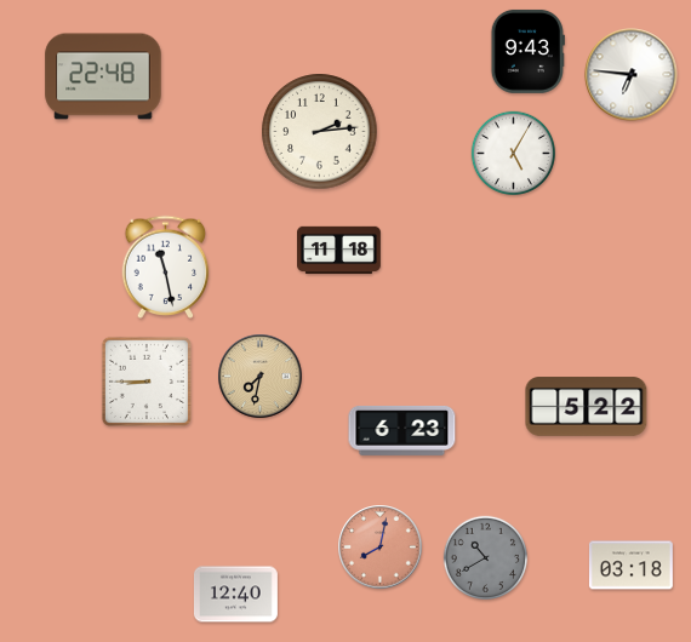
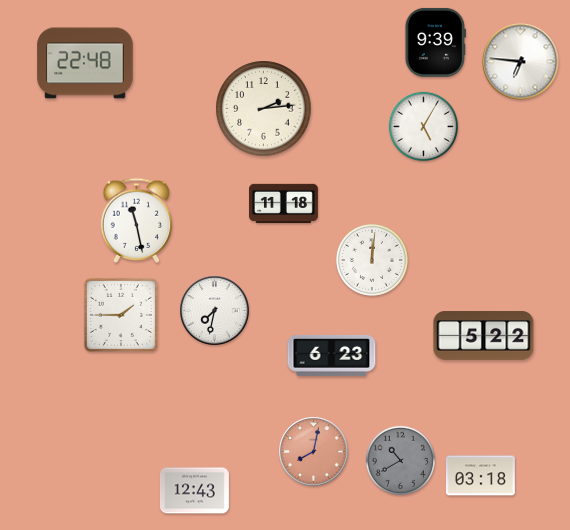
clock at (527, 51): 9:43 -> 9:39
clock at (339, 251) position: (339, 251) -> (284, 204)
clock at (372, 260): none -> 12:01
clock at (261, 377) dial: champagne -> white
clock at (147, 382): 8:45 -> 1:45
clock at (630, 566) position: (630, 566) -> (480, 476)
clock at (235, 595): 12:40 -> 12:43
